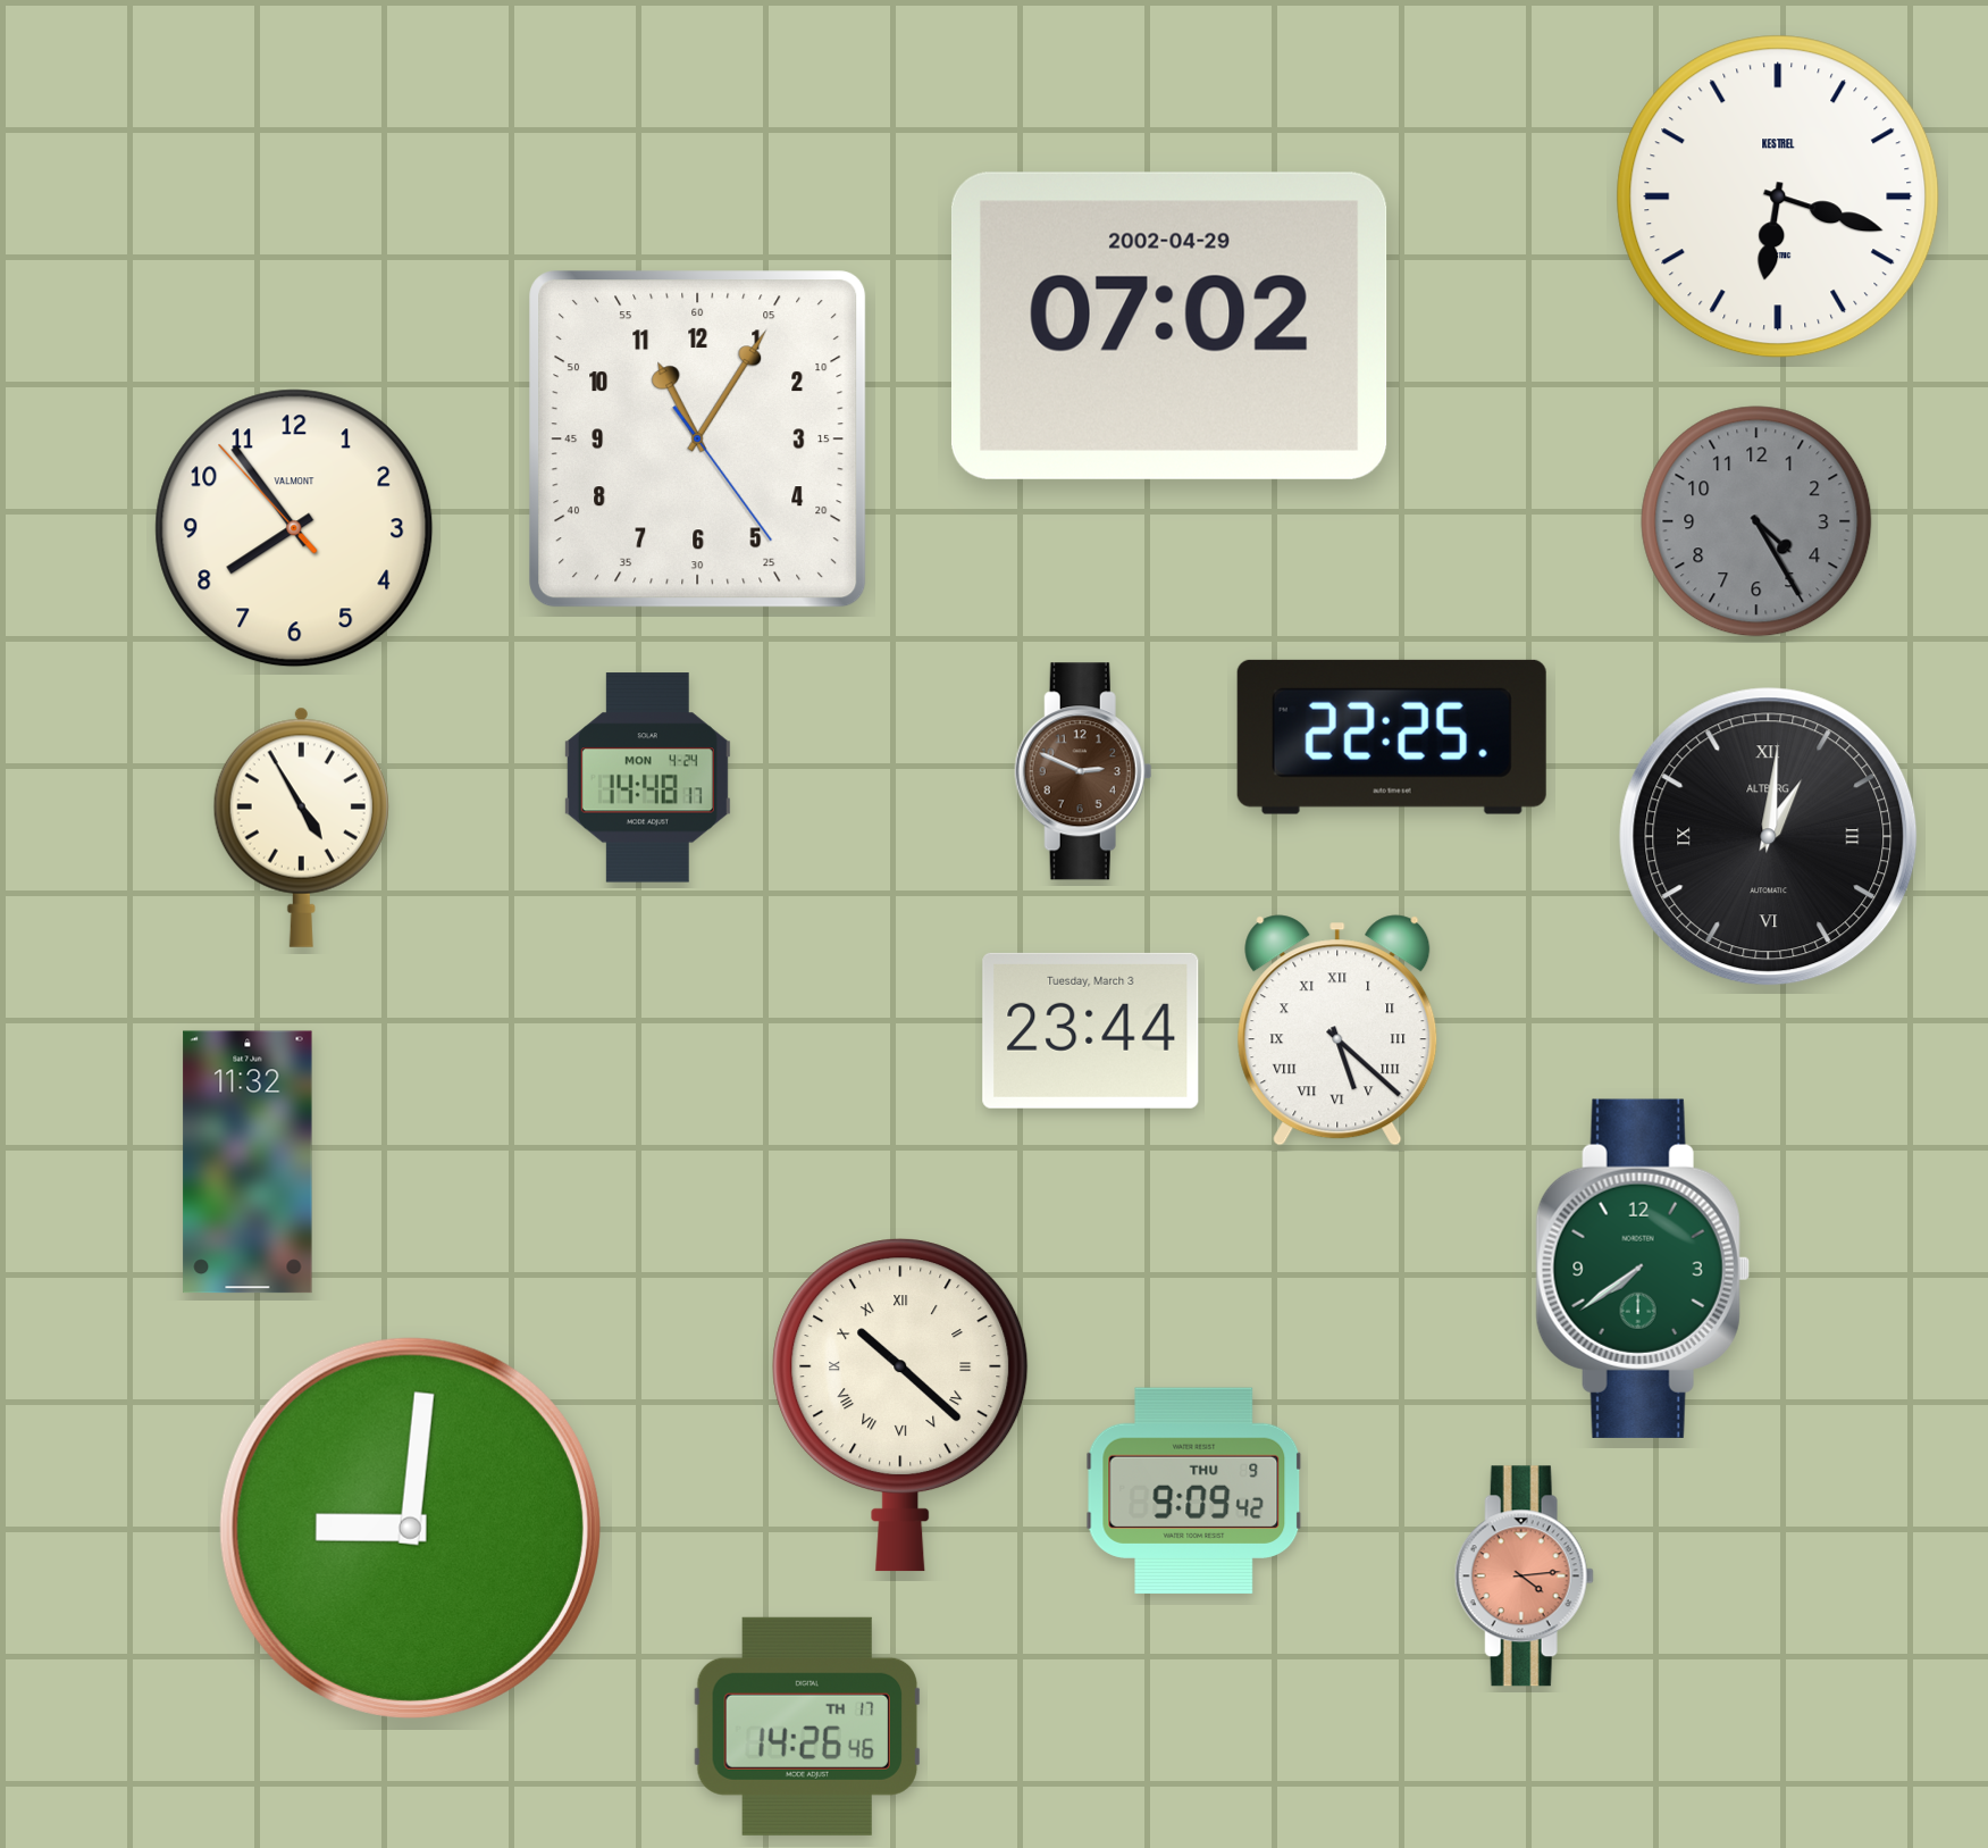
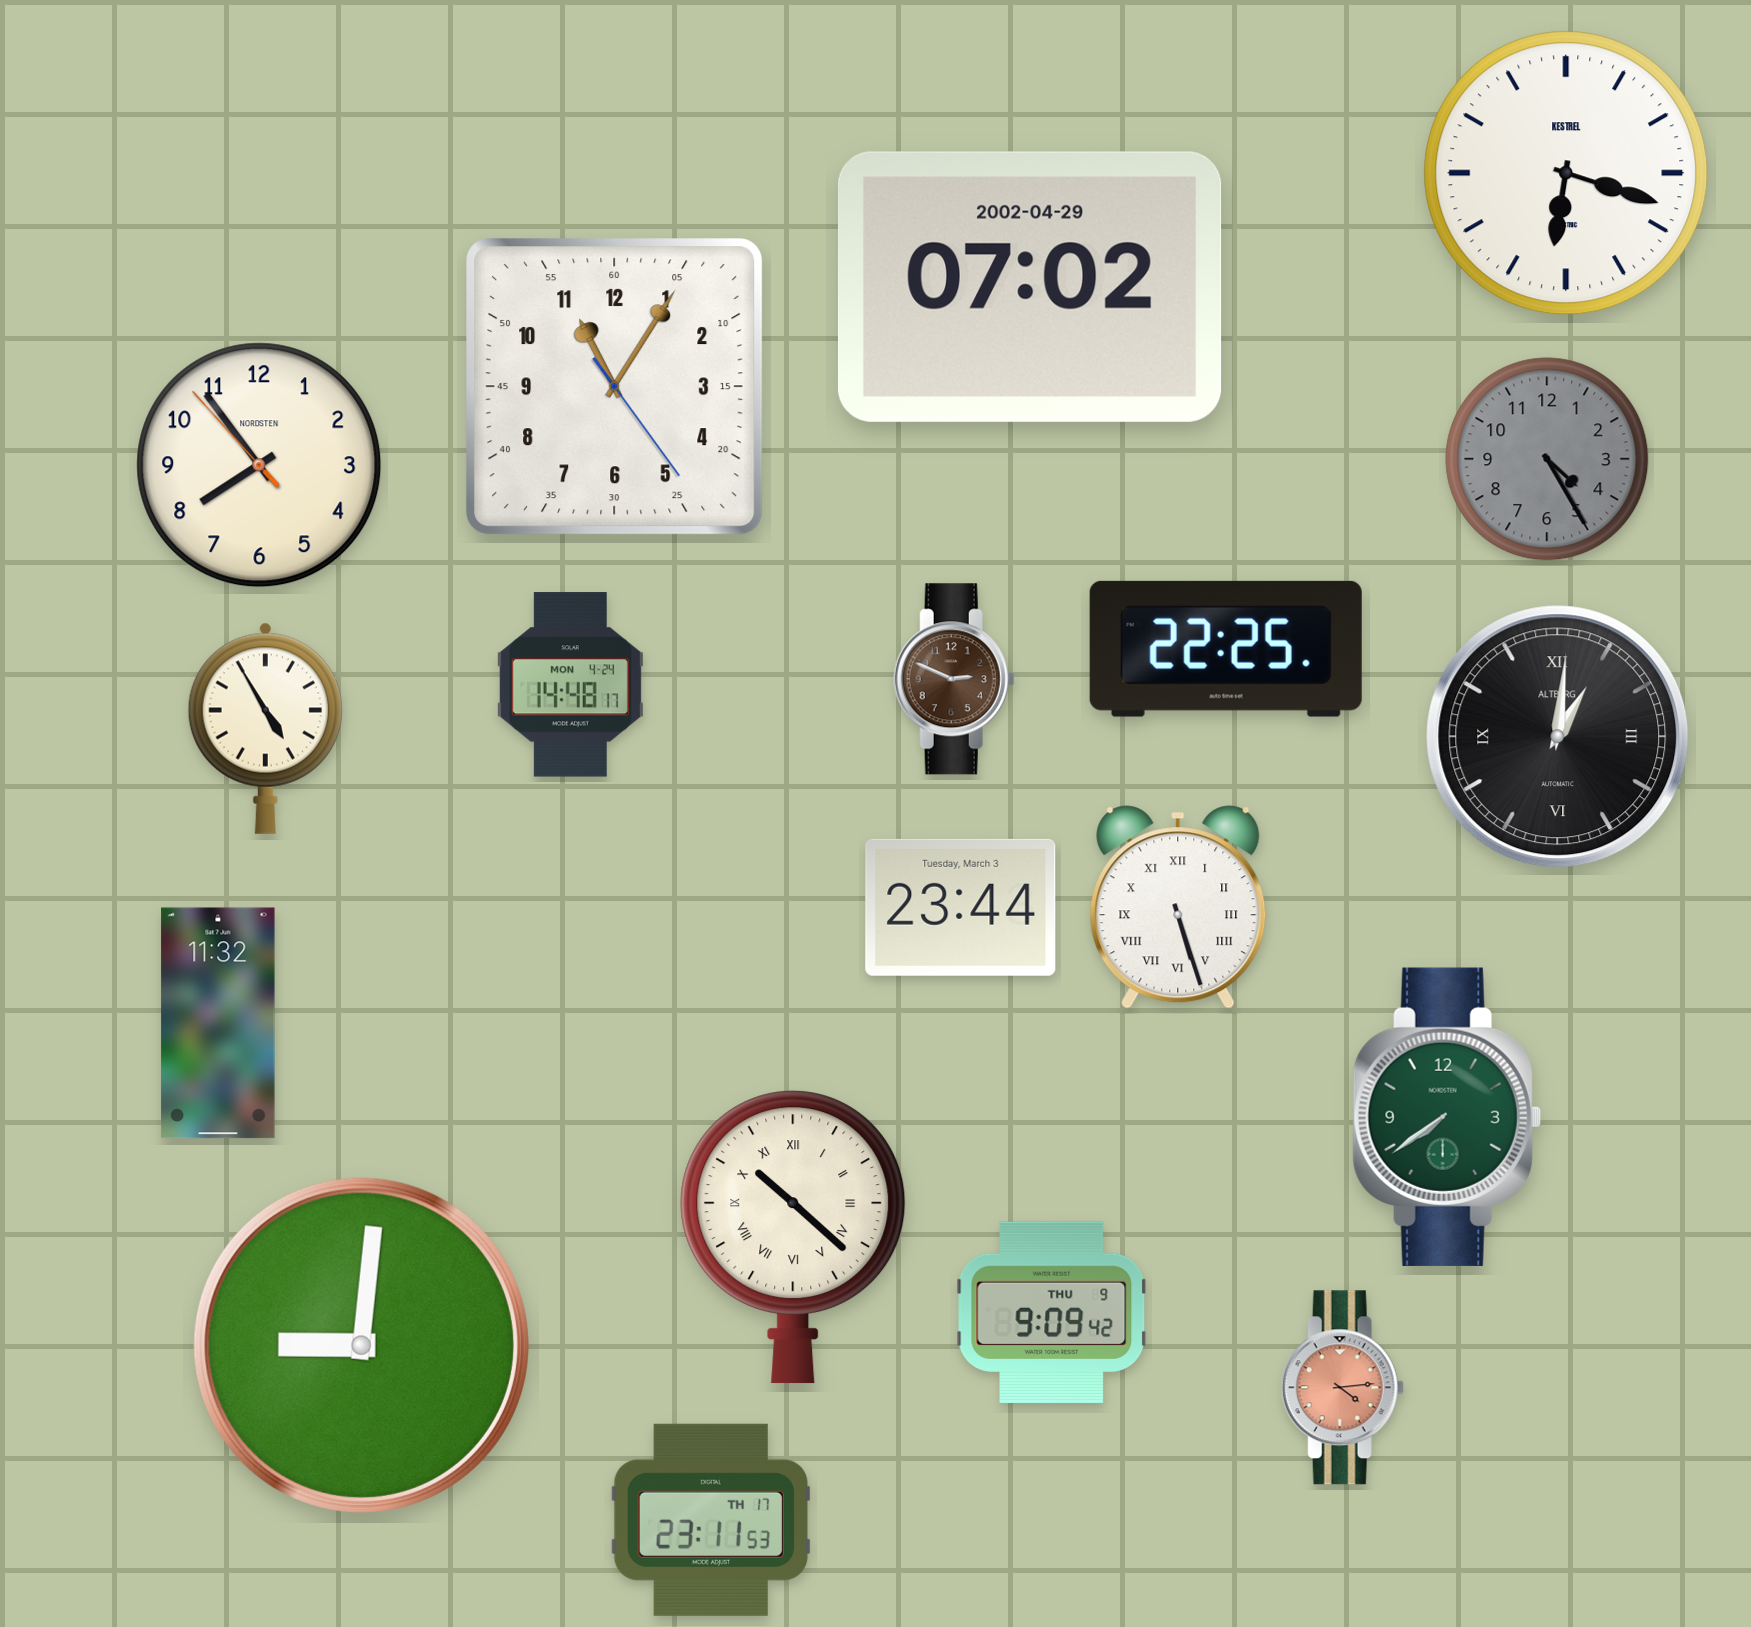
clock at (294, 528) brand: VALMONT -> NORDSTEN
clock at (1337, 1030): 5:22 -> 5:27
clock at (806, 1726): 14:26 -> 23:11
